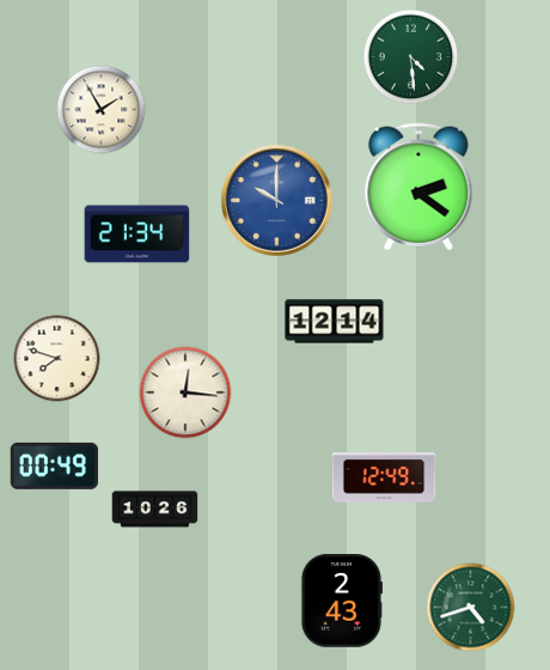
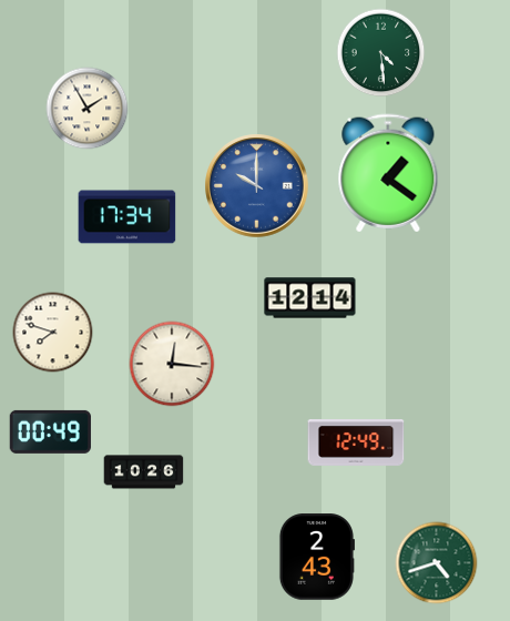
clock at (102, 110) position: (102, 110) -> (88, 109)
clock at (418, 187): 2:21 -> 1:21
clock at (137, 234): 21:34 -> 17:34
